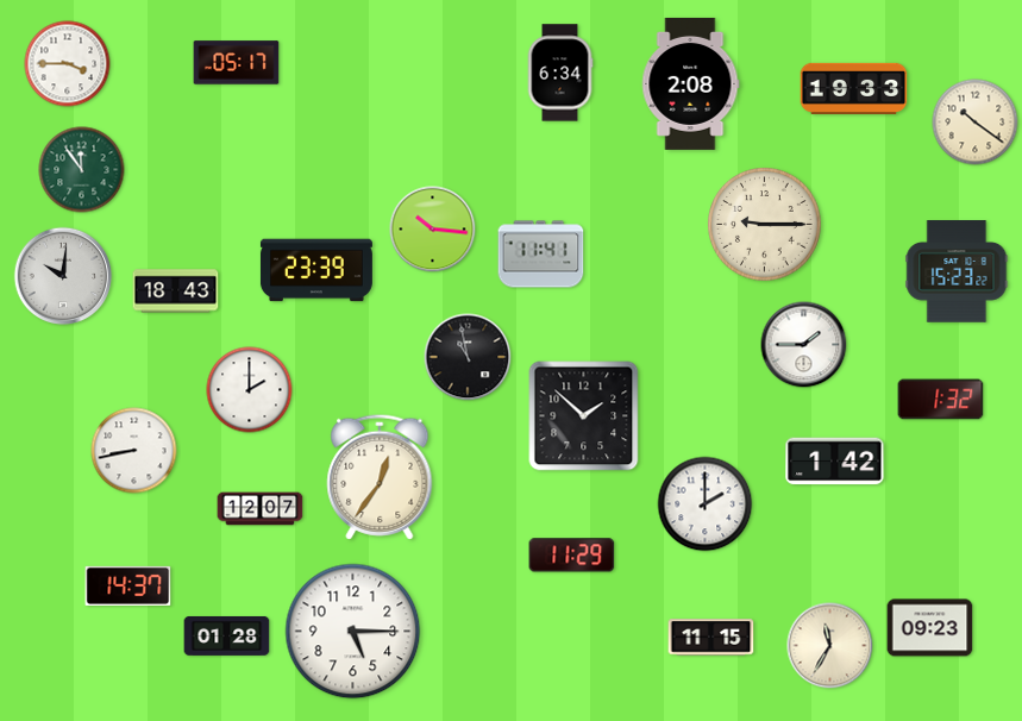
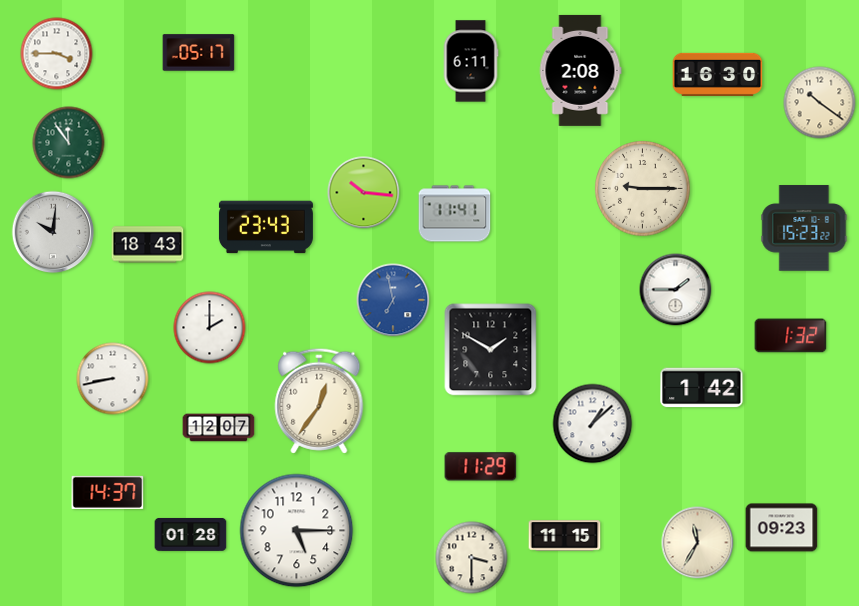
clock at (560, 73): 6:34 -> 6:11
clock at (854, 88): 19:33 -> 16:30
clock at (316, 270): 23:39 -> 23:43
clock at (468, 357): 10:58 -> 6:58
clock at (468, 357) dial: black -> blue
clock at (584, 416): 1:52 -> 1:50
clock at (706, 504): 2:00 -> 1:08
clock at (711, 638) position: (711, 638) -> (565, 536)
clock at (472, 558): none -> 3:30
